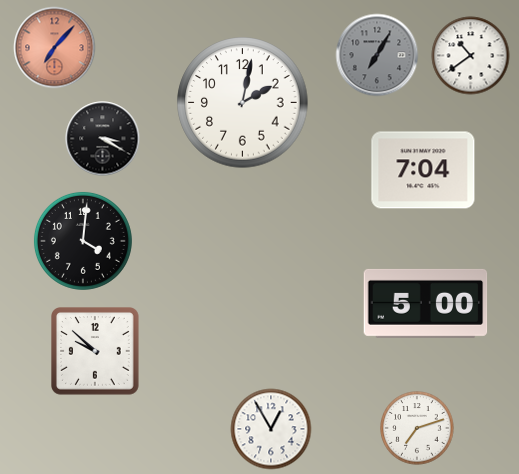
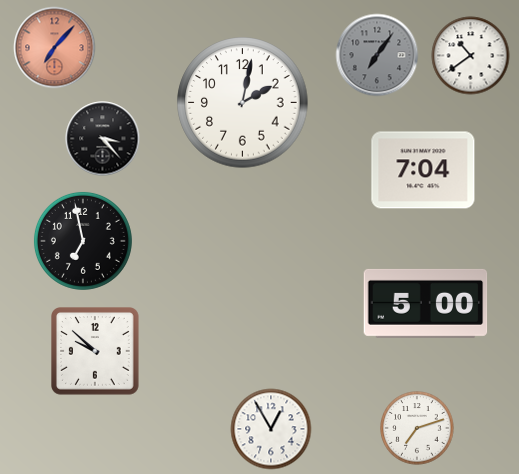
clock at (377, 55): 7:05 -> 7:06
clock at (103, 139): 3:20 -> 3:23
clock at (83, 241): 4:01 -> 6:58
